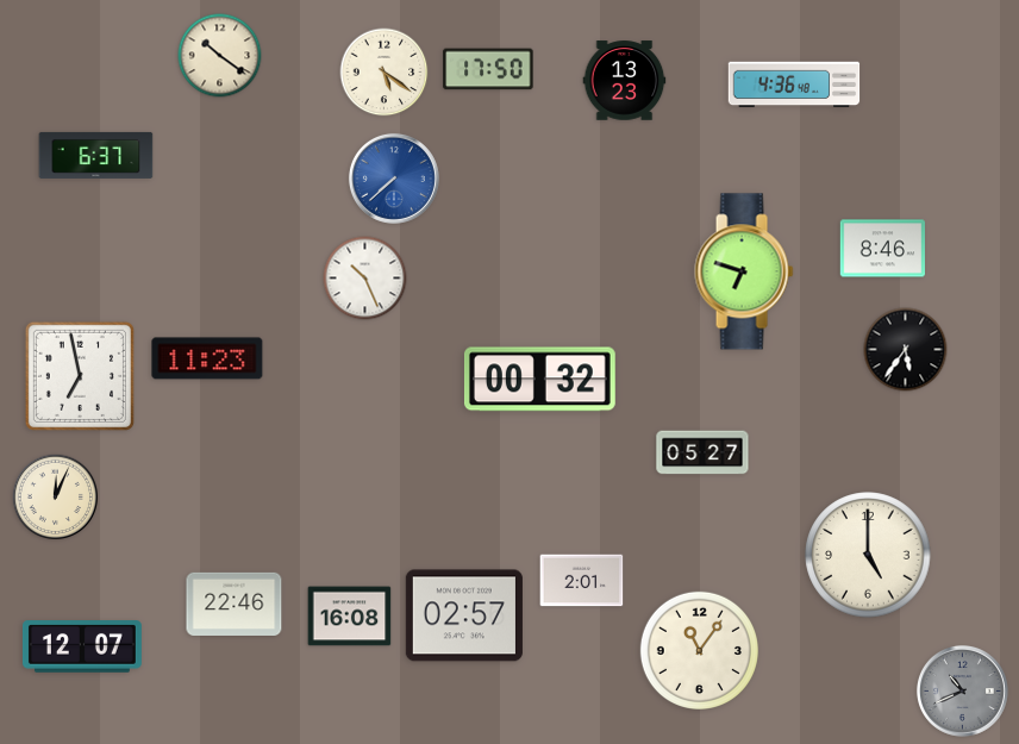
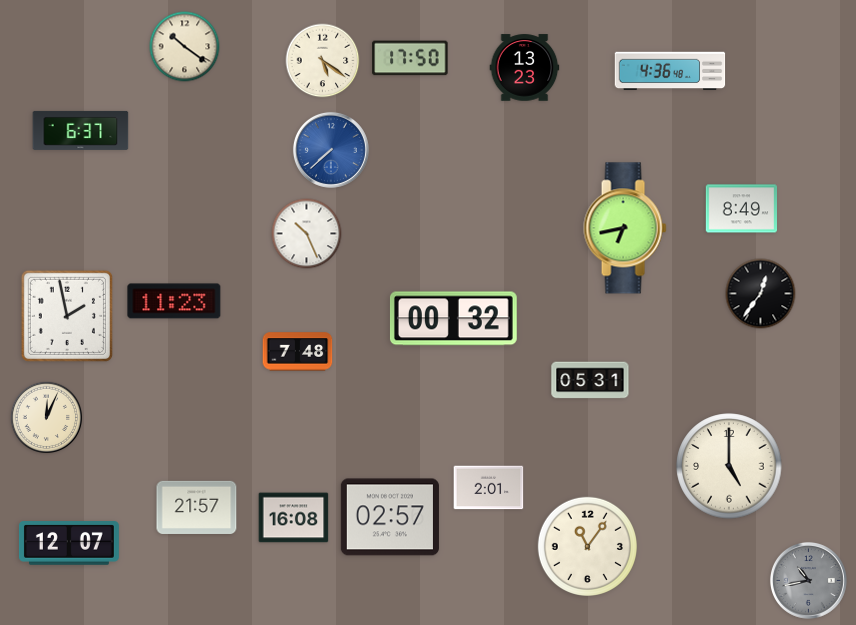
clock at (794, 85) position: (794, 85) -> (670, 71)
clock at (883, 249): 8:46 -> 8:49
clock at (744, 271): 6:48 -> 6:43
clock at (906, 350): 5:36 -> 12:36
clock at (80, 376): 6:58 -> 1:58
clock at (298, 352): none -> 7:48
clock at (702, 452): 05:27 -> 05:31
clock at (235, 604): 22:46 -> 21:57
clock at (962, 690): 10:41 -> 10:43
